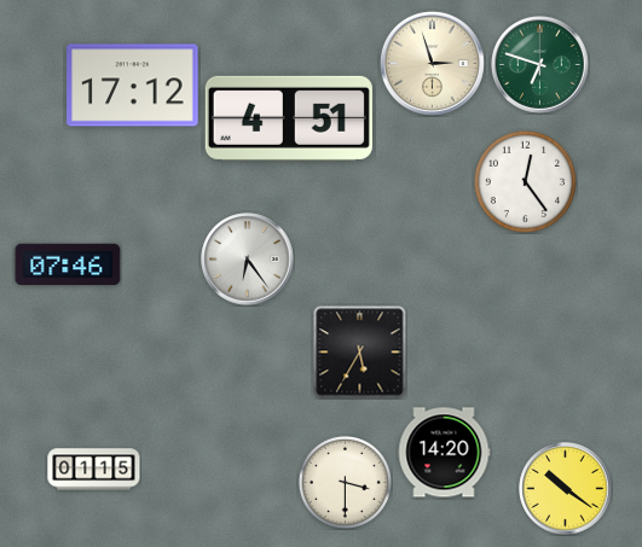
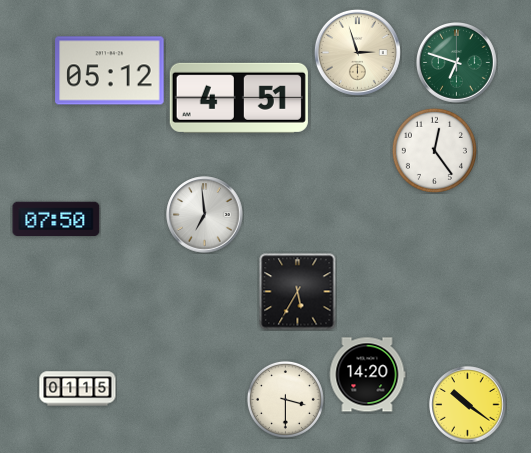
clock at (540, 65) position: (540, 65) -> (457, 63)
clock at (133, 86): 17:12 -> 05:12
clock at (248, 260): 6:24 -> 6:59
clock at (68, 264): 07:46 -> 07:50
